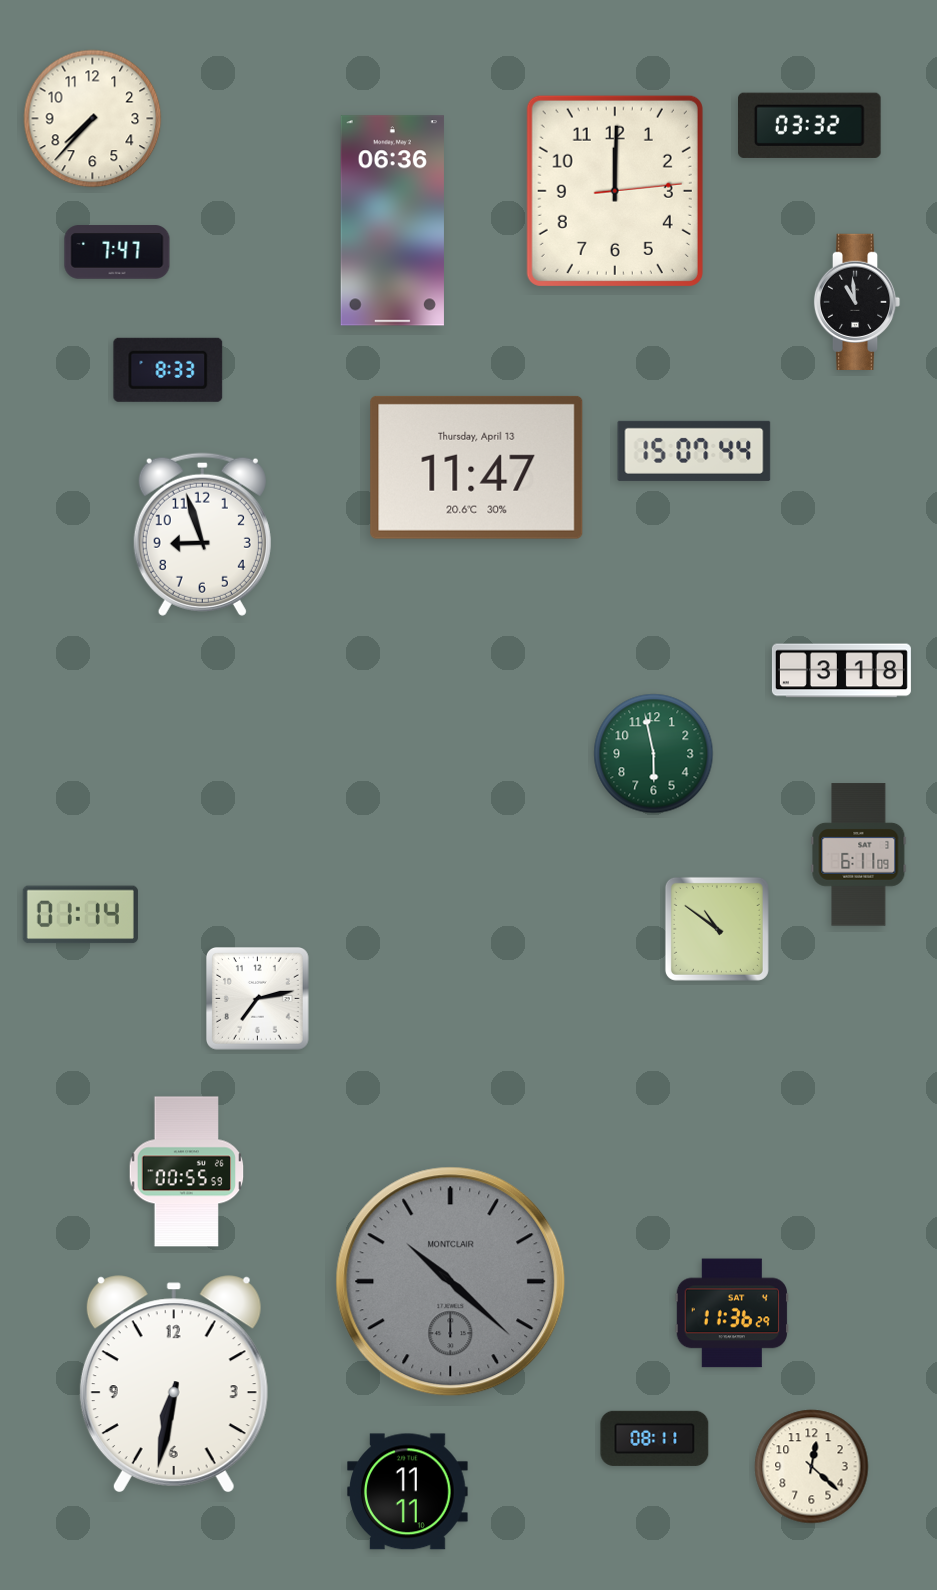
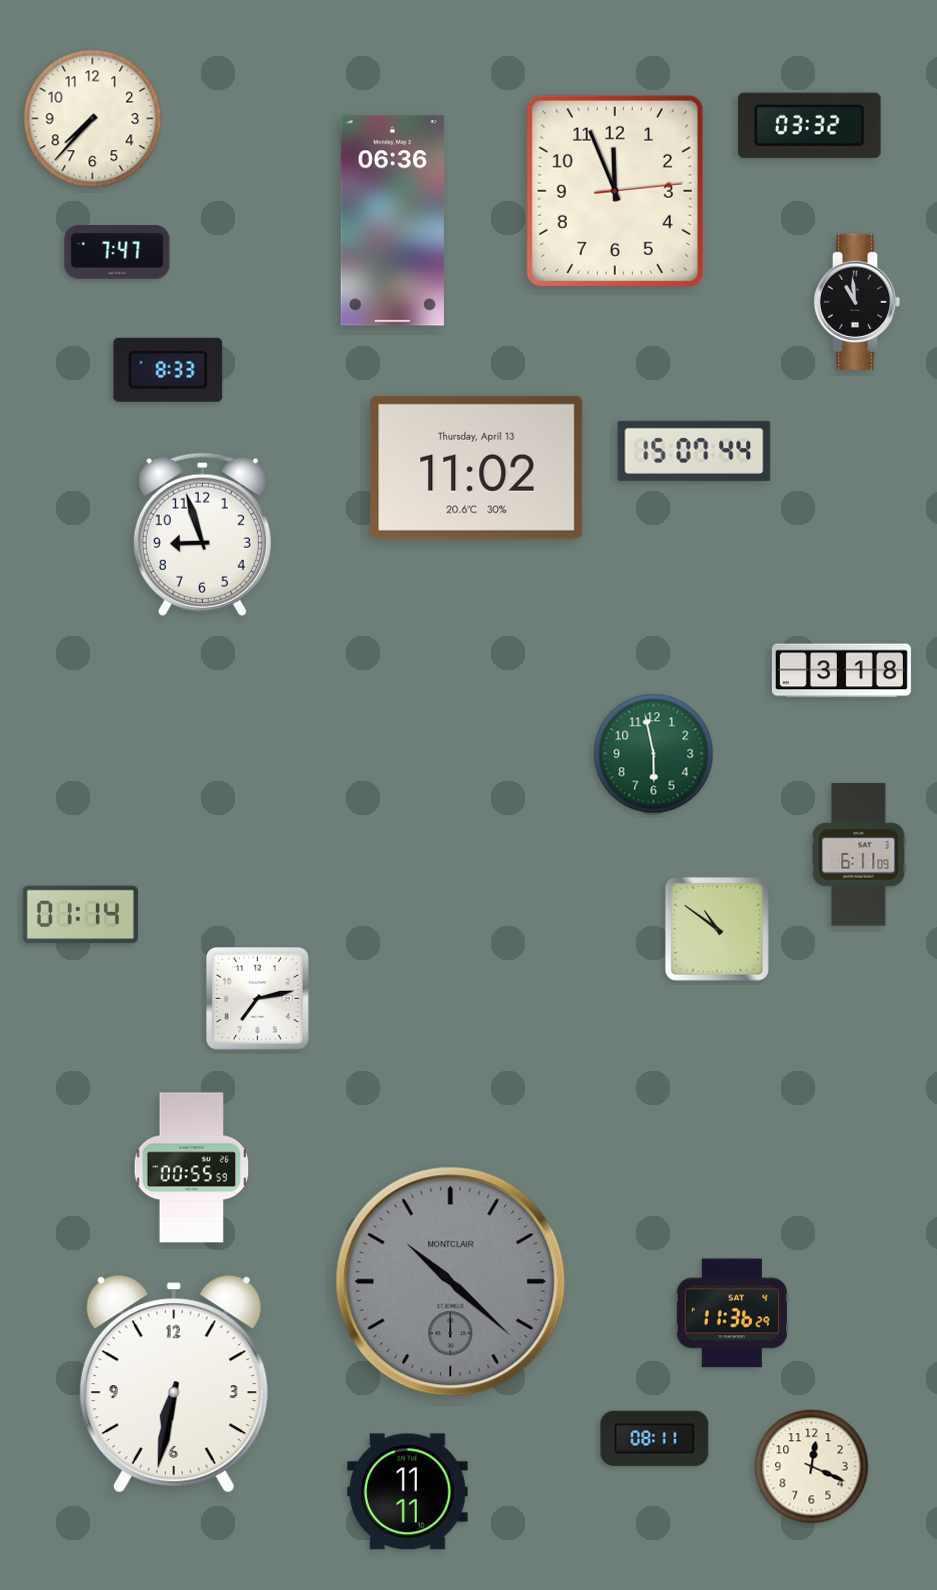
clock at (615, 191): 12:00 -> 11:56
clock at (477, 467): 11:47 -> 11:02
clock at (187, 1172) position: (187, 1172) -> (192, 1168)
clock at (812, 1467): 12:22 -> 12:19
